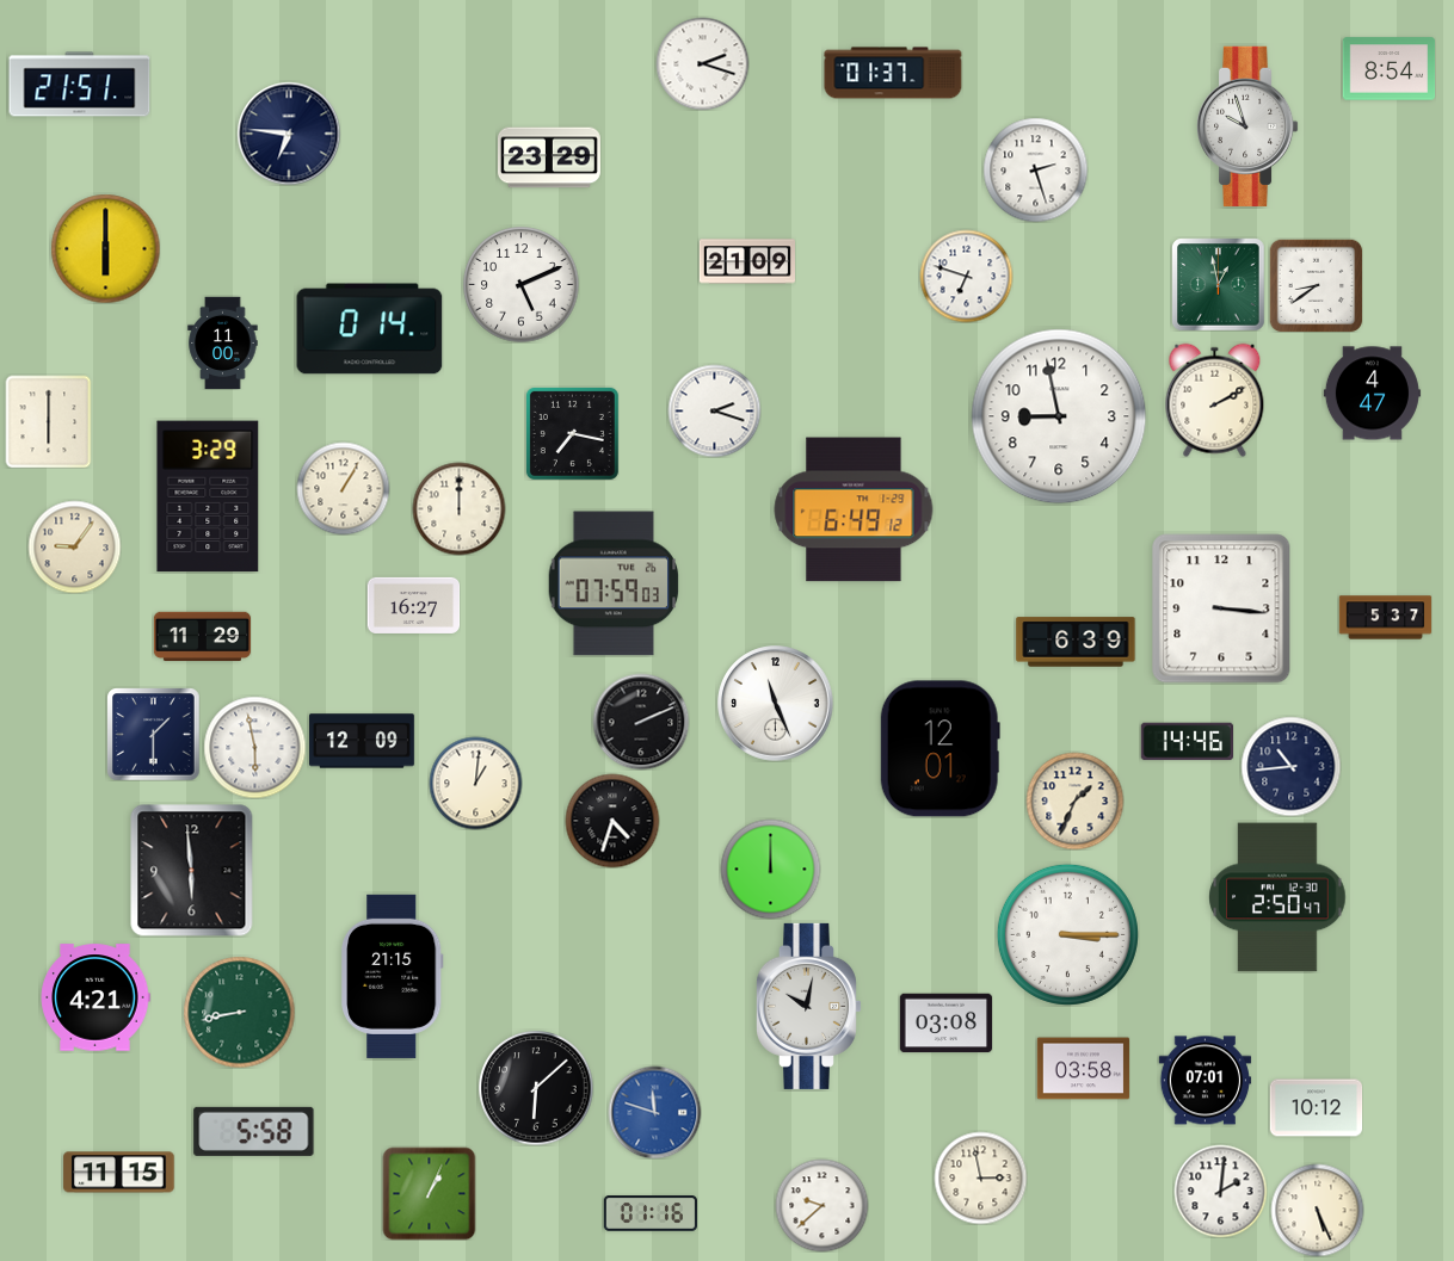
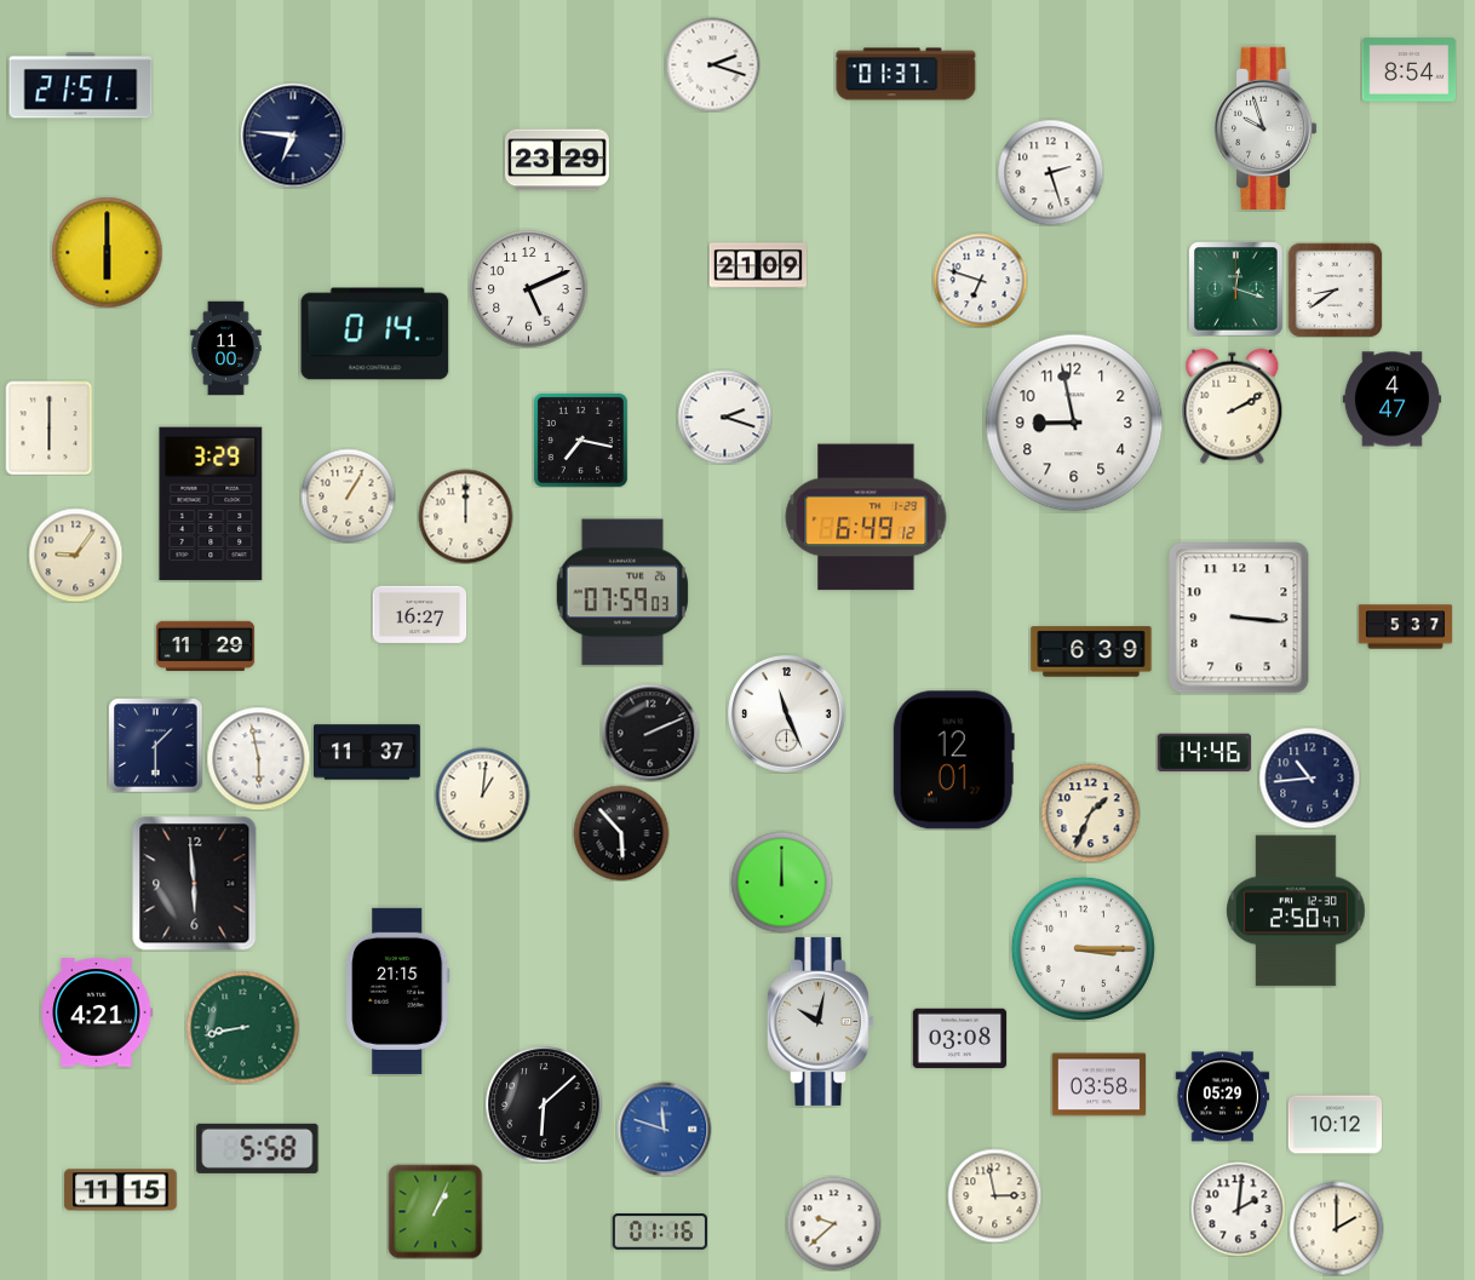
clock at (1218, 284): 12:58 -> 12:18
clock at (363, 741): 12:09 -> 11:37
clock at (612, 821): 4:33 -> 5:53
clock at (1205, 1081): 07:01 -> 05:29
clock at (1317, 1210): 5:26 -> 2:00
